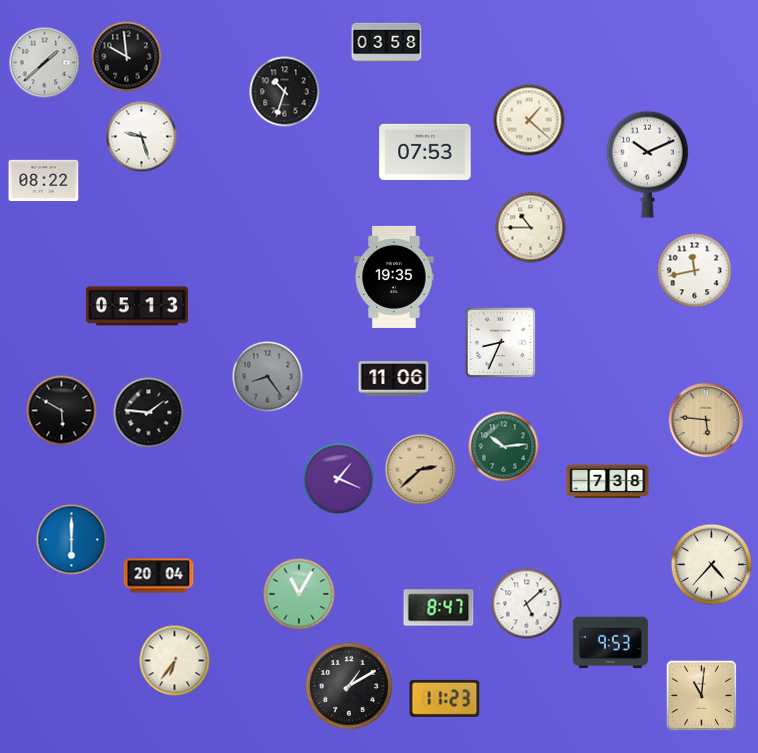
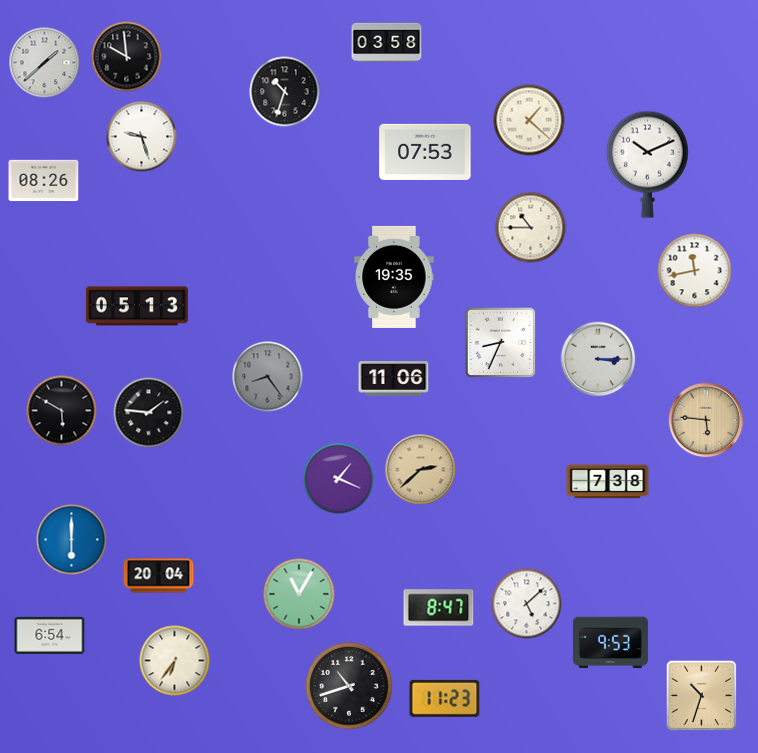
clock at (44, 181): 08:22 -> 08:26
clock at (598, 359): none -> 3:15
clock at (504, 447): 10:14 -> none
clock at (712, 565): 4:37 -> none
clock at (50, 635): none -> 6:54
clock at (349, 686): 1:10 -> 10:42
clock at (702, 696): 11:01 -> 10:33
